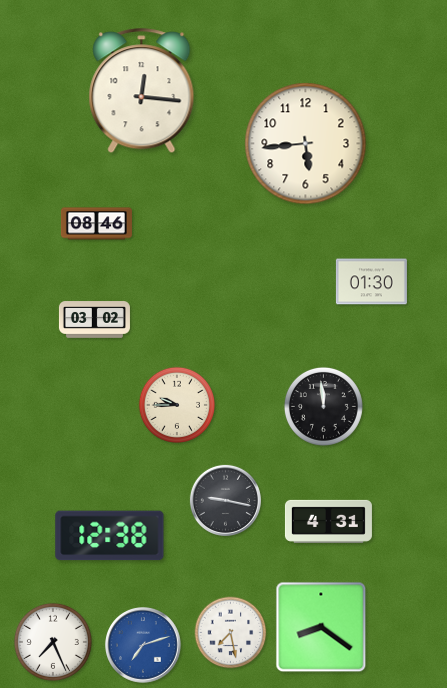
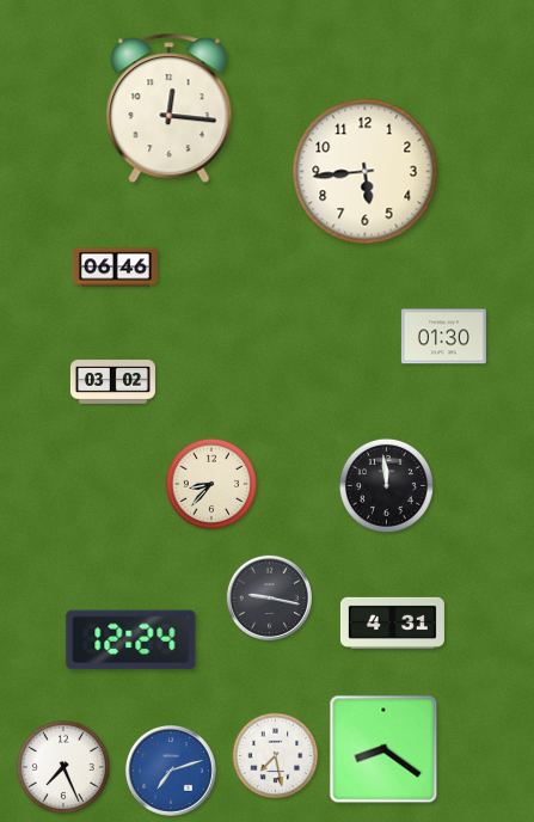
clock at (96, 224): 08:46 -> 06:46
clock at (176, 404): 9:45 -> 8:37
clock at (110, 536): 12:38 -> 12:24
